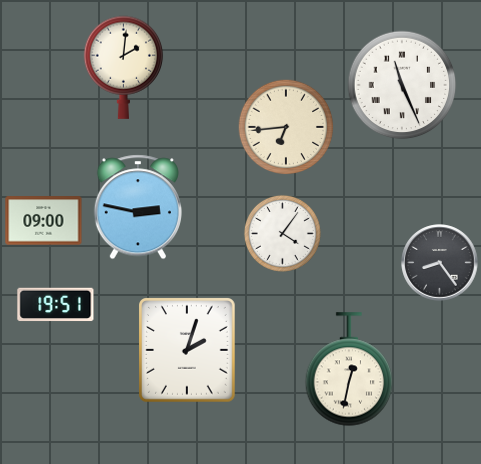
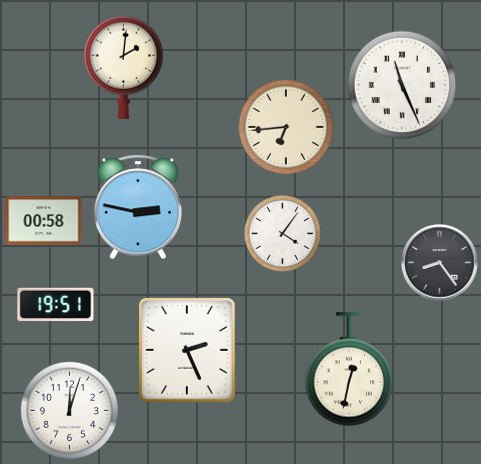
clock at (44, 221): 09:00 -> 00:58
clock at (188, 351): 2:03 -> 2:26
clock at (70, 411): none -> 12:03
